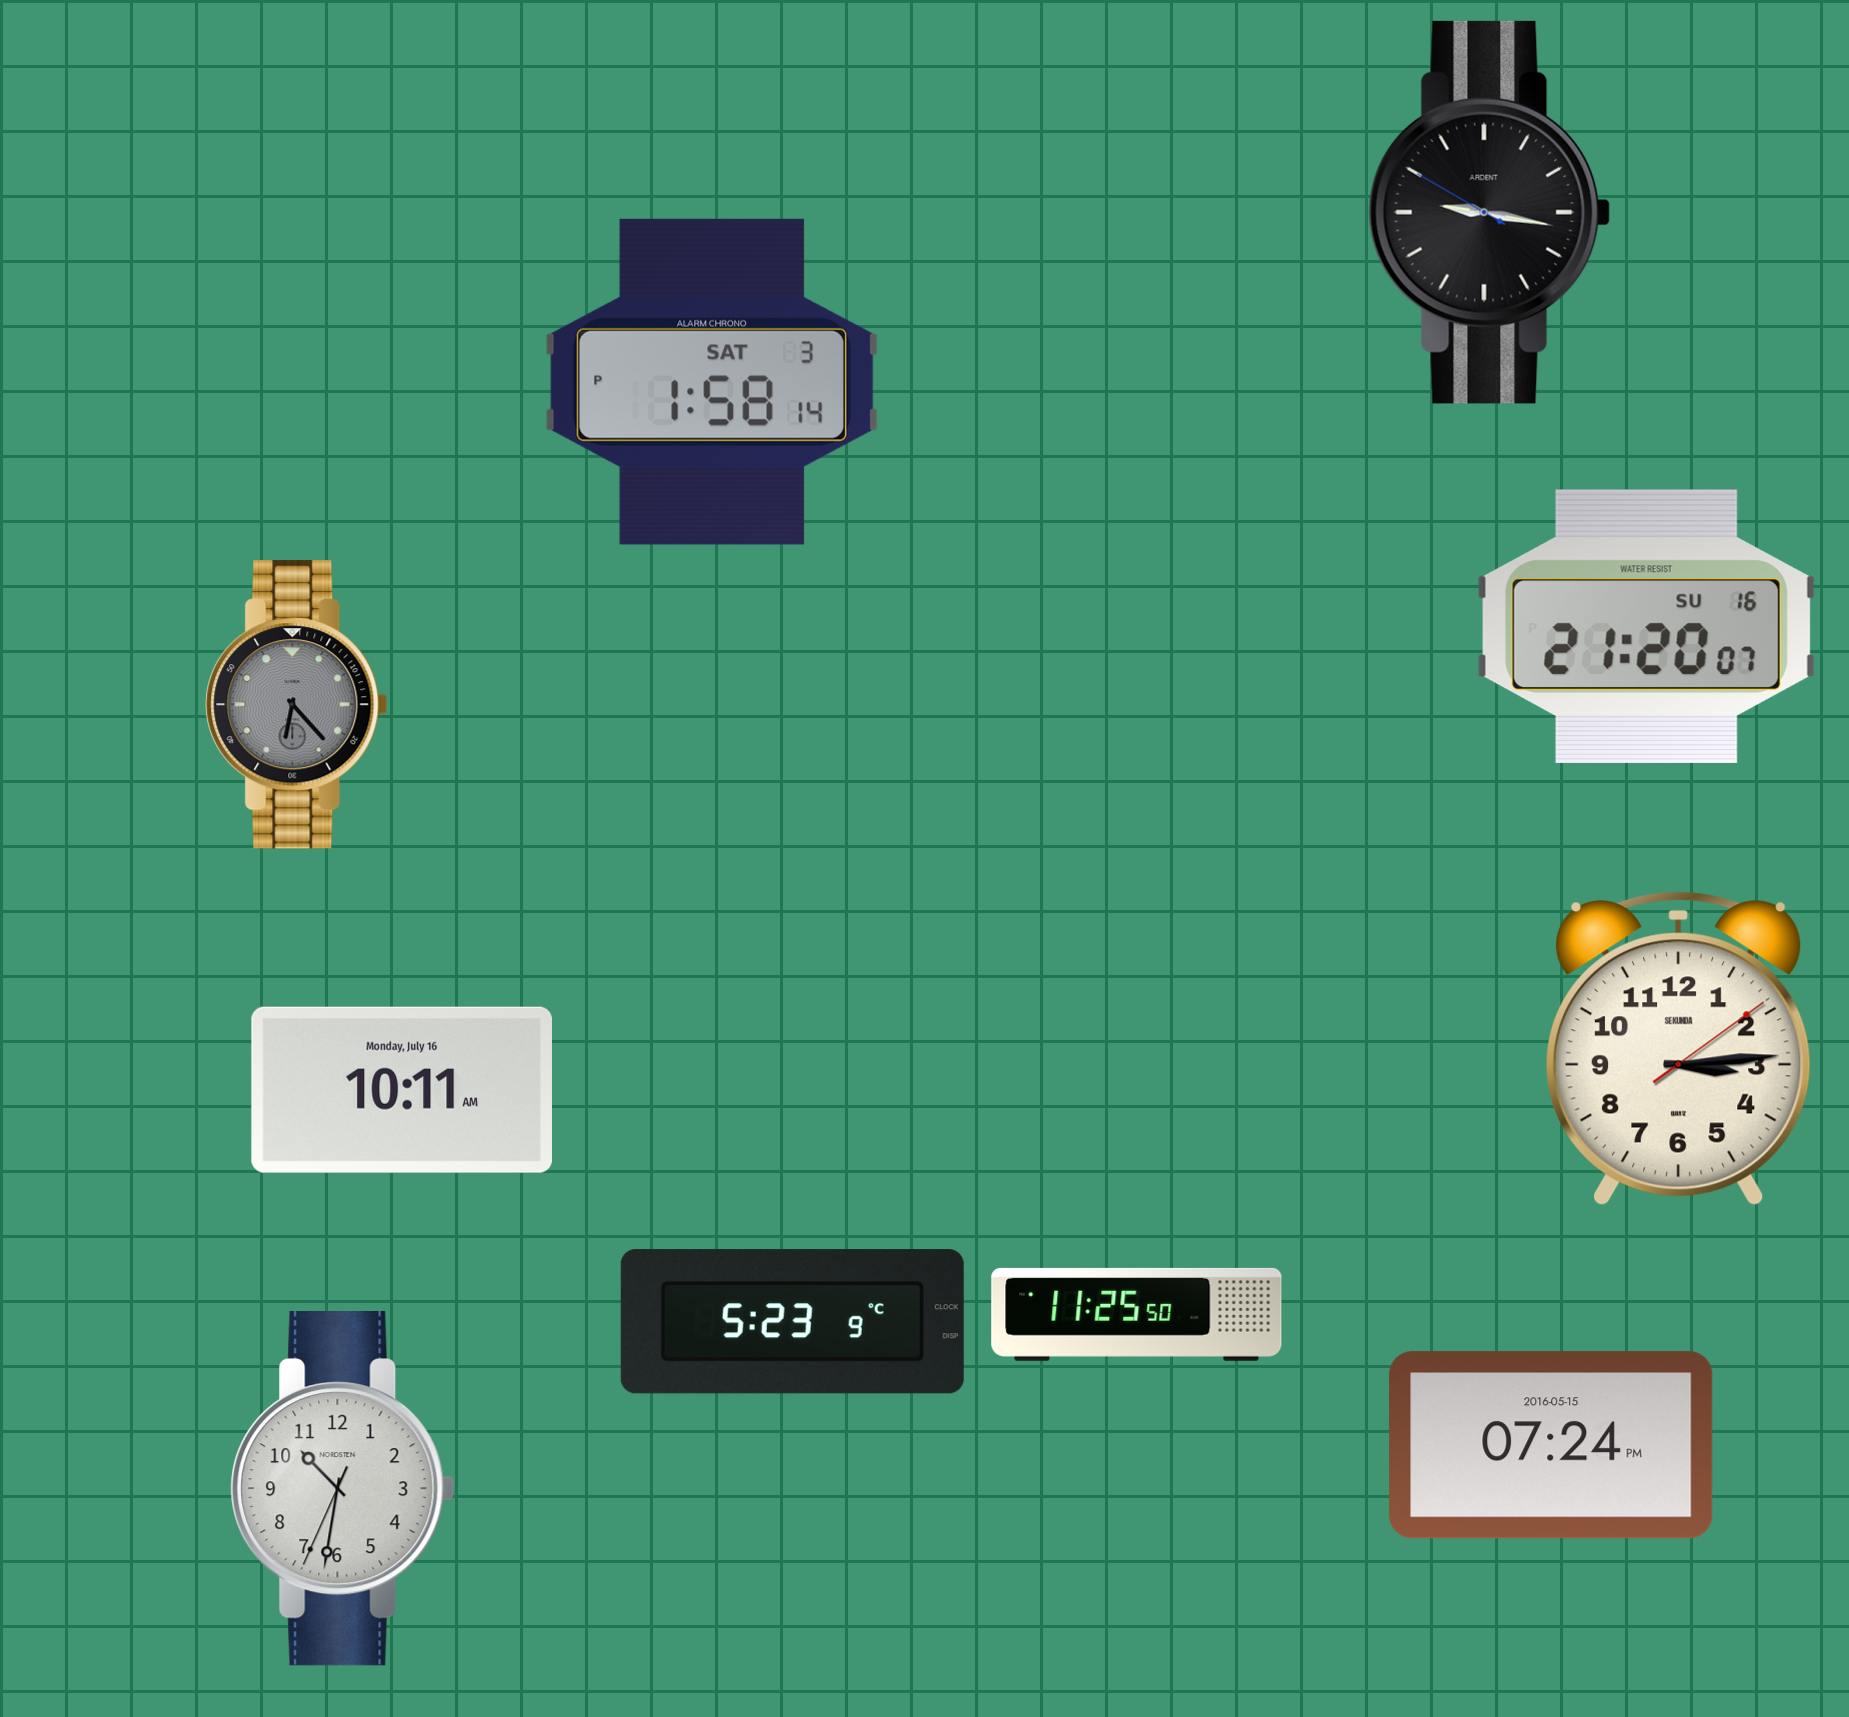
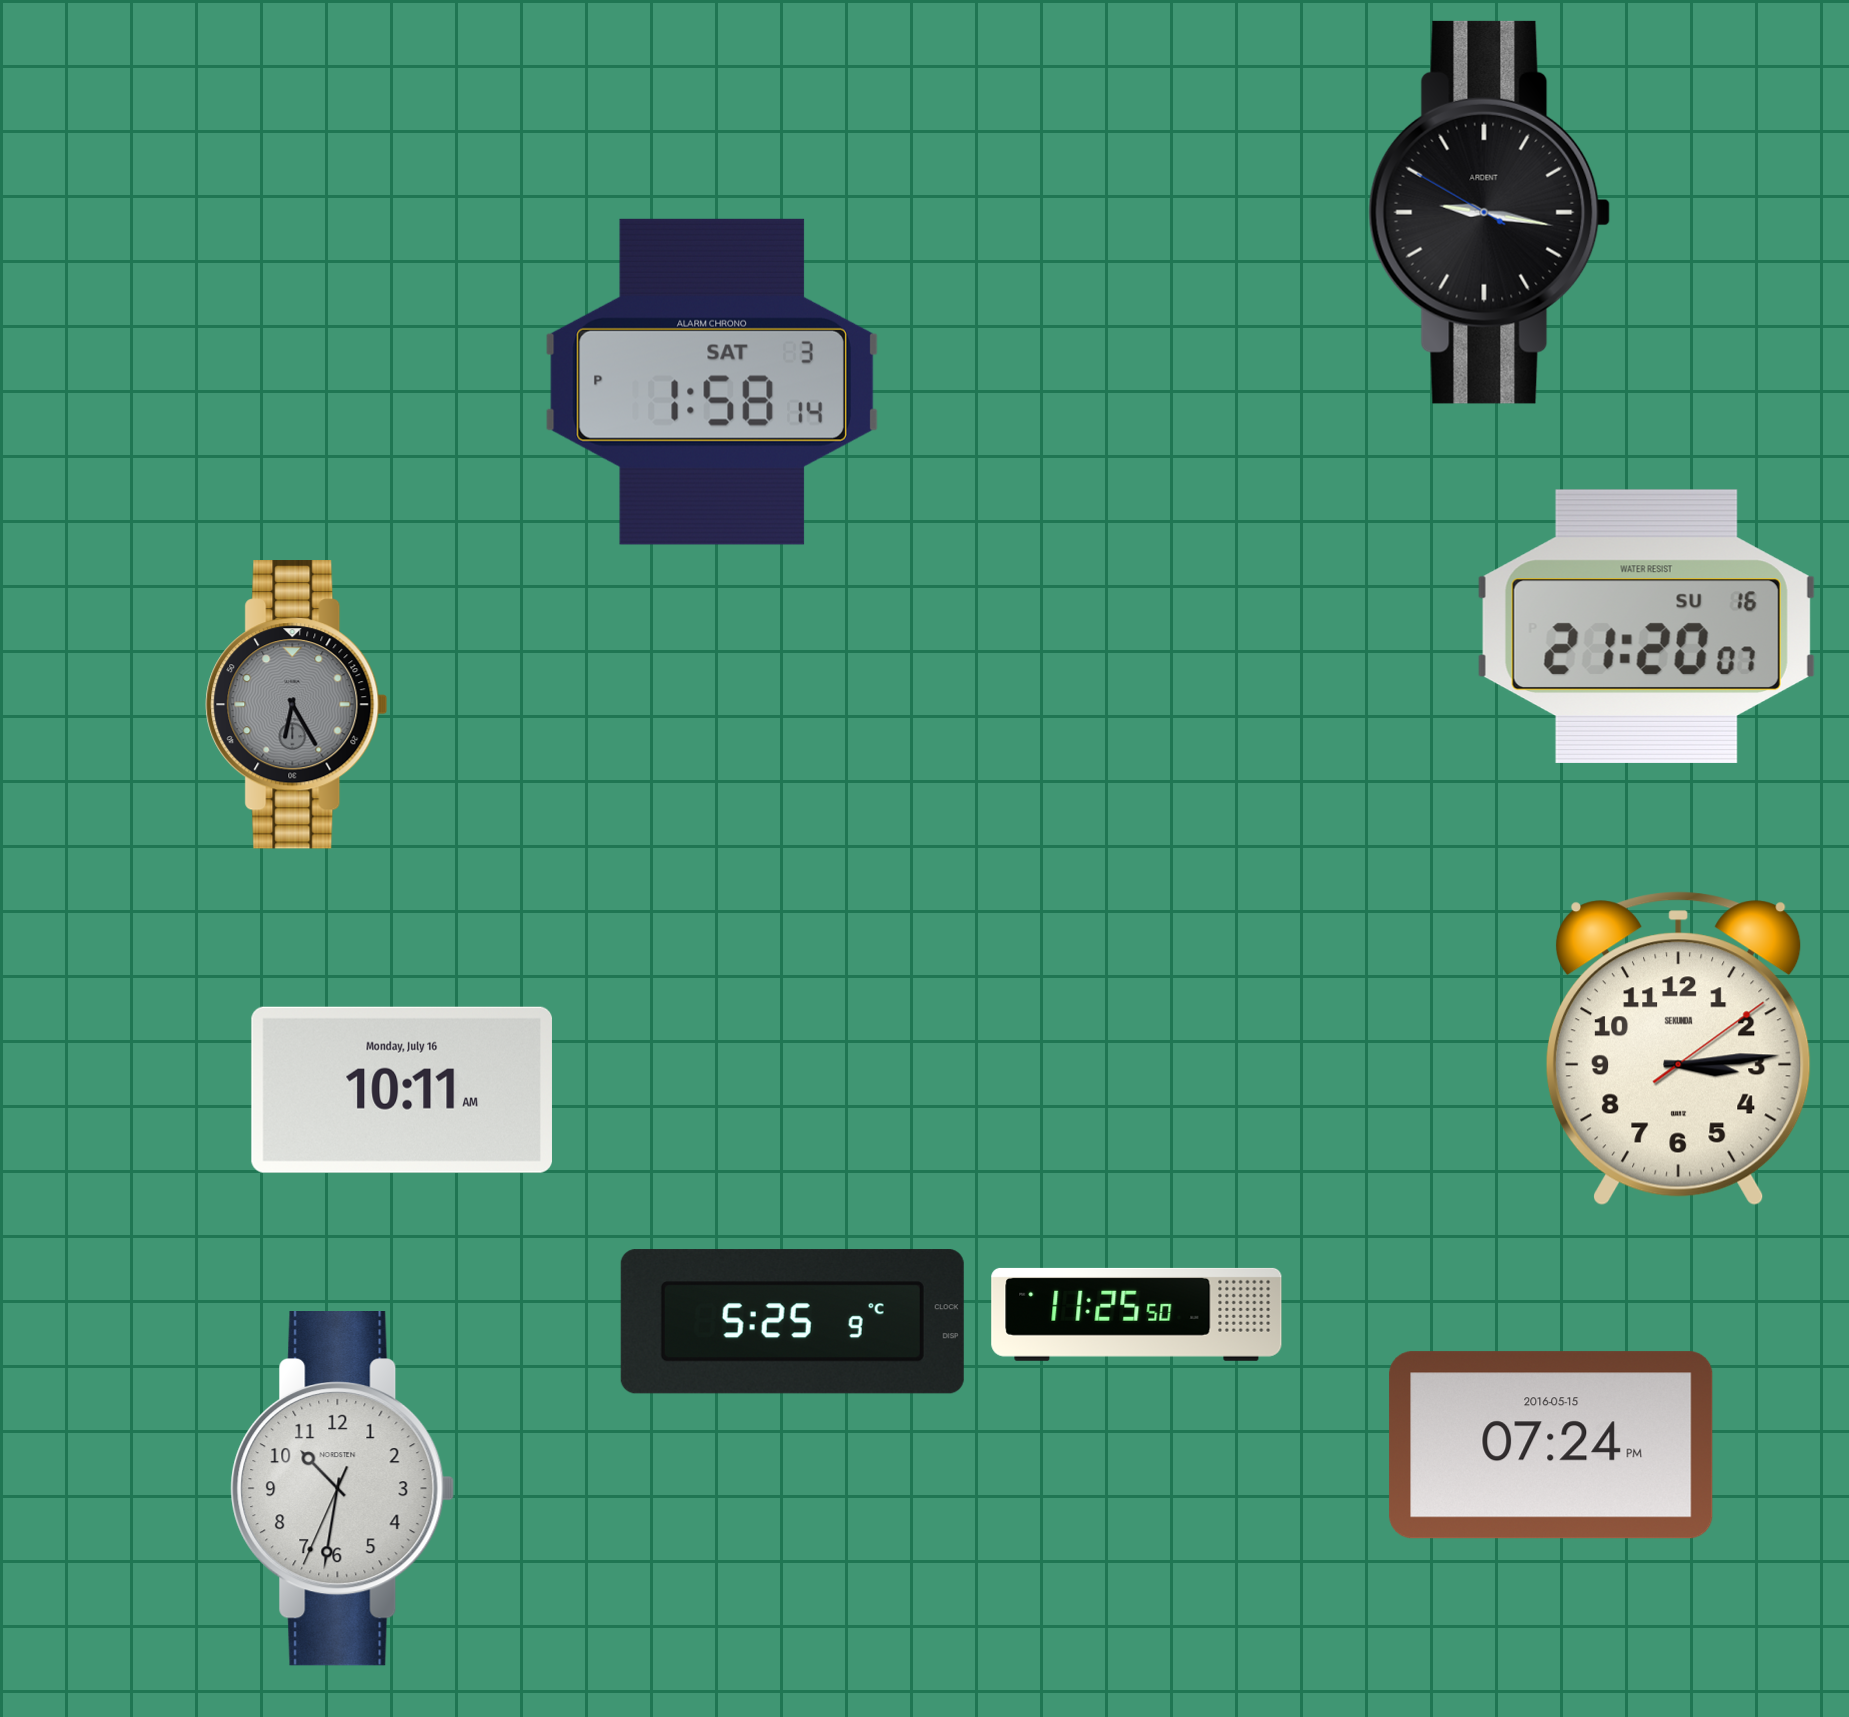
clock at (297, 705): 6:23 -> 6:25
clock at (792, 1322): 5:23 -> 5:25
